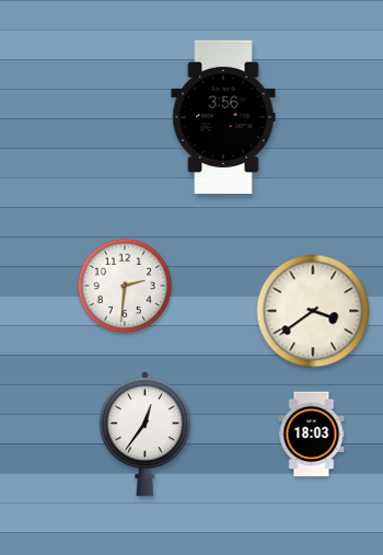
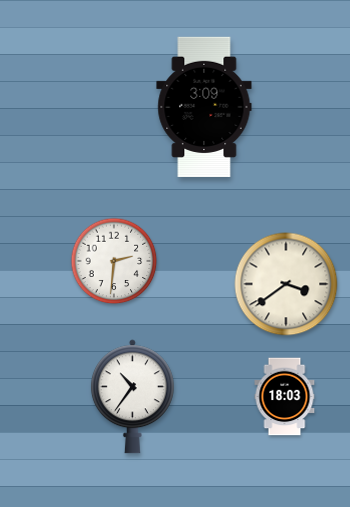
clock at (223, 116): 3:56 -> 3:09
clock at (144, 435): 12:36 -> 10:36
